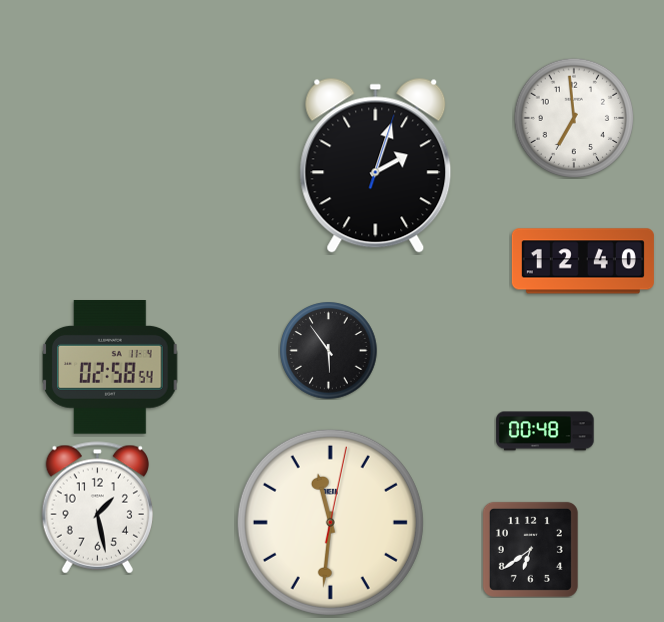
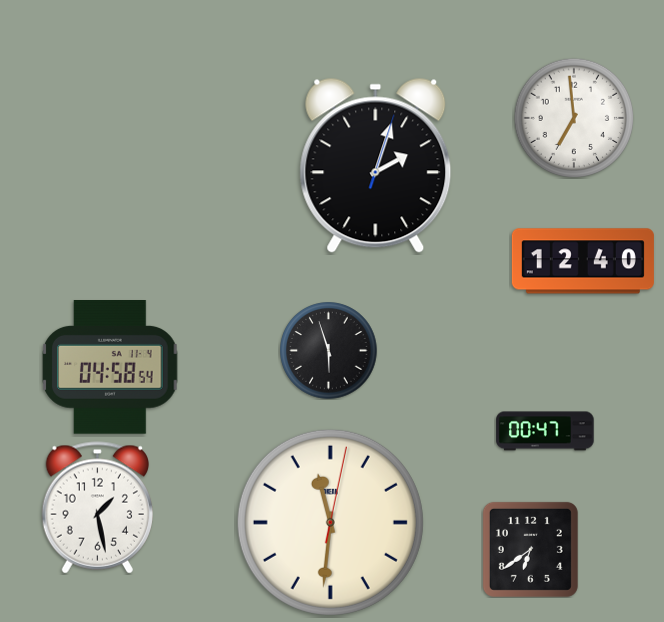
clock at (329, 351): 5:54 -> 5:57
clock at (110, 368): 02:58 -> 04:58
clock at (545, 431): 00:48 -> 00:47
